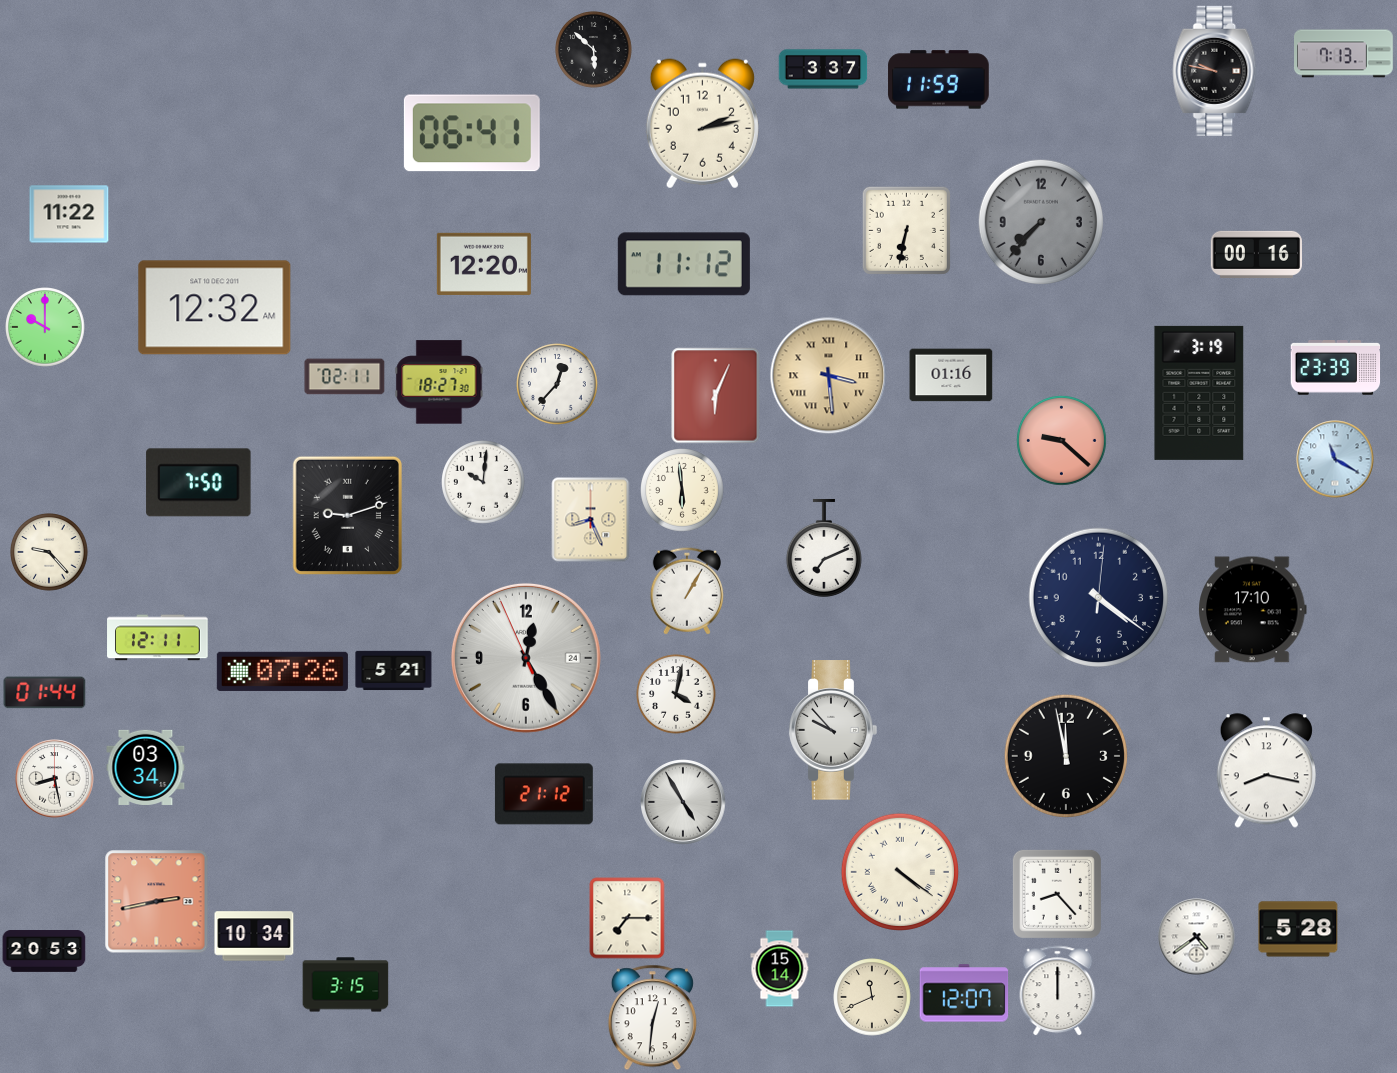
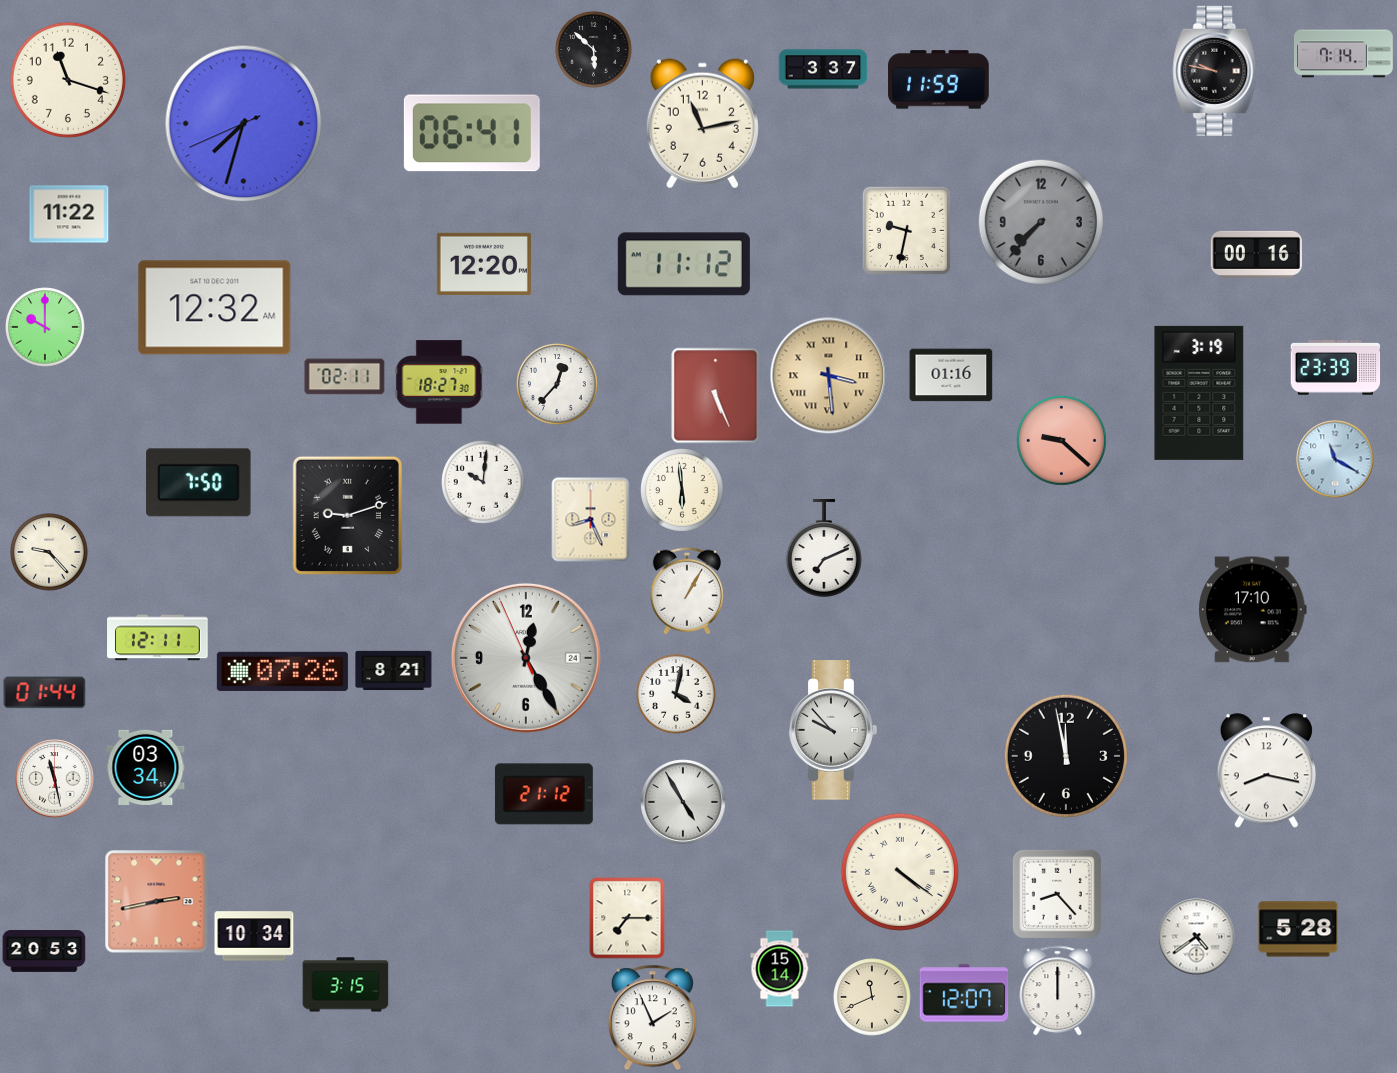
clock at (1344, 54): 7:13 -> 7:14
clock at (68, 80): none -> 11:18
clock at (244, 124): none -> 7:32
clock at (702, 124): 2:13 -> 11:13
clock at (906, 230): 6:32 -> 9:32
clock at (716, 396): 6:04 -> 5:26
clock at (1099, 598): 4:21 -> none
clock at (394, 671): 5:21 -> 8:21
clock at (55, 779): 8:28 -> 11:28
clock at (652, 1018): 12:31 -> 1:56
